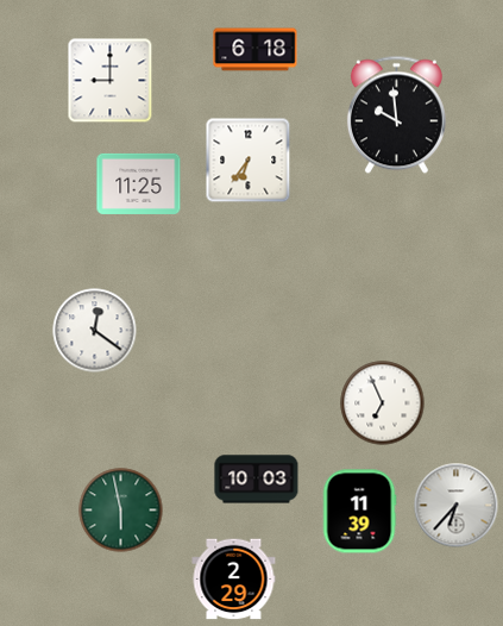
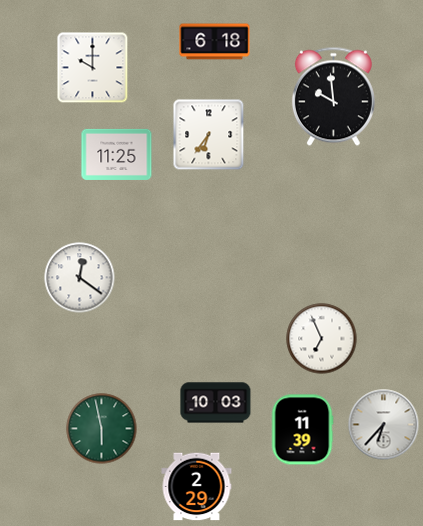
clock at (111, 81): 9:00 -> 10:00
